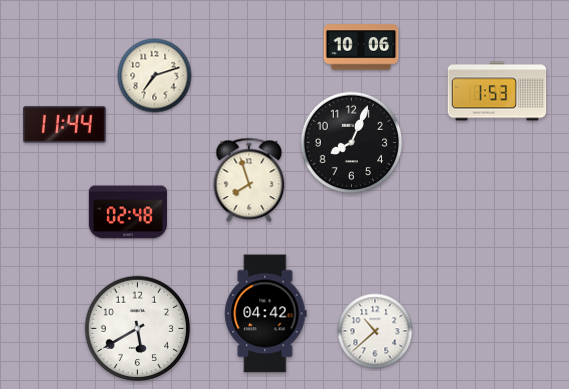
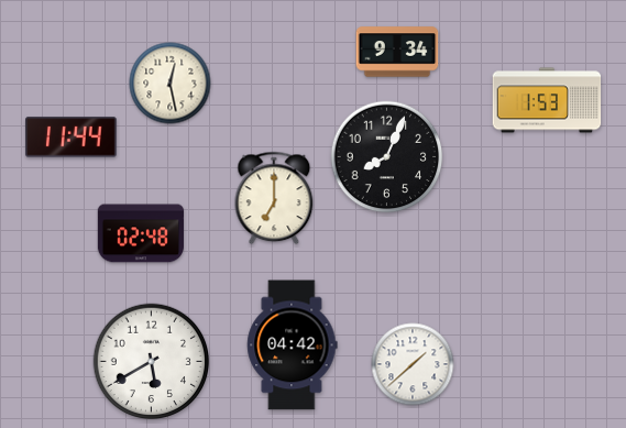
clock at (361, 47): 10:06 -> 9:34
clock at (155, 76): 7:12 -> 12:28
clock at (249, 180): 7:57 -> 7:00
clock at (375, 331): 10:38 -> 1:38
